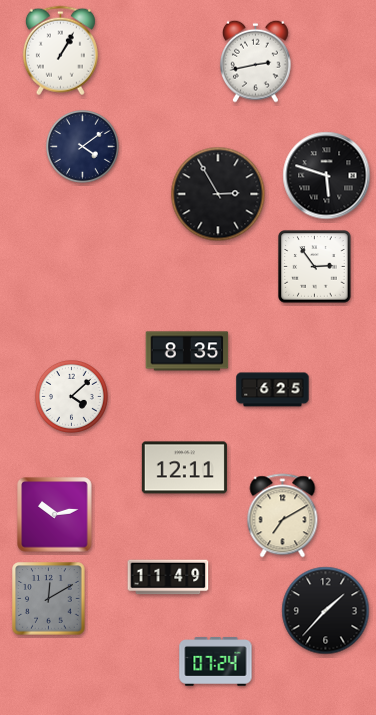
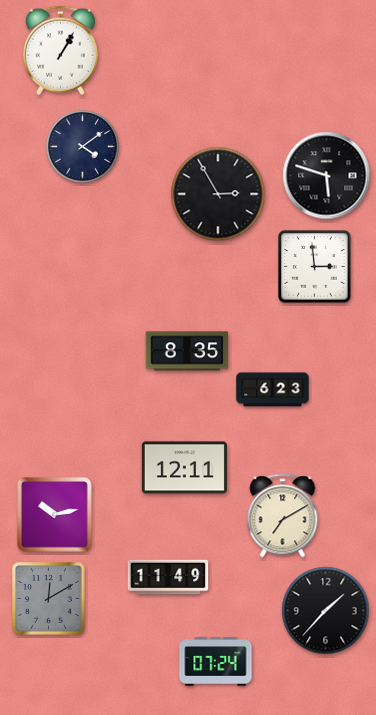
clock at (256, 61): 2:43 -> none
clock at (315, 267): 2:54 -> 2:59
clock at (273, 390): 6:25 -> 6:23
clock at (71, 396): 4:08 -> none
